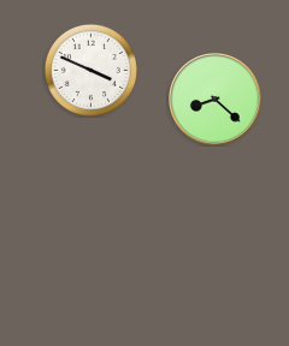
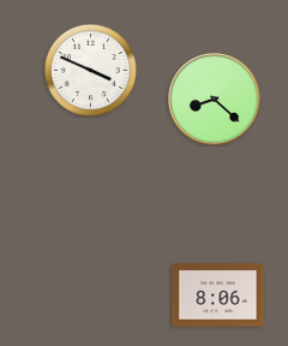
clock at (218, 296): none -> 8:06
